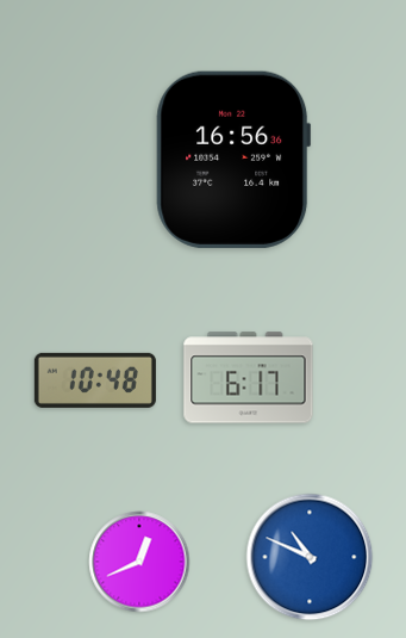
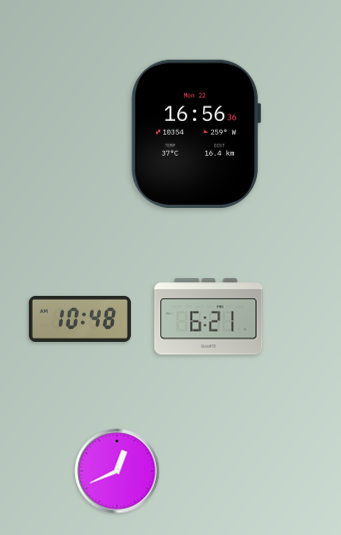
clock at (249, 378): 6:17 -> 6:21
clock at (310, 557): 10:49 -> none
